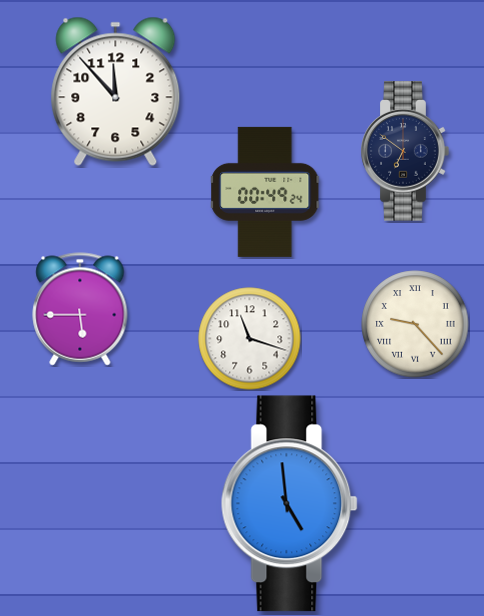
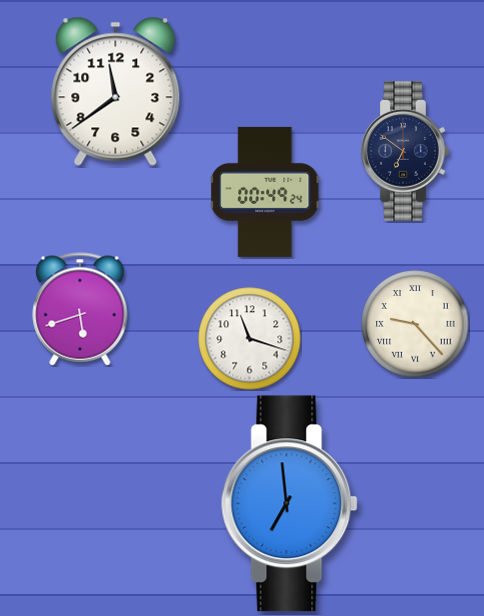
clock at (116, 91): 11:53 -> 11:39
clock at (80, 309): 5:45 -> 5:42
clock at (290, 504): 4:59 -> 6:59
